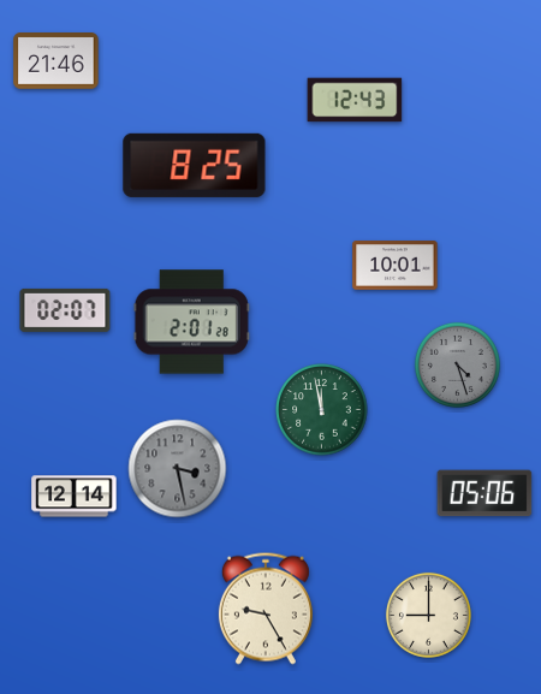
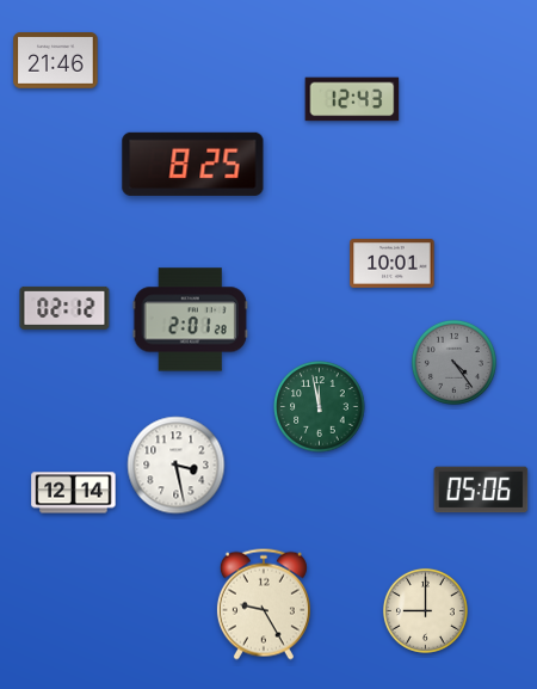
clock at (65, 310): 02:07 -> 02:12
clock at (457, 364): 4:27 -> 4:24
clock at (178, 469) dial: grey -> white
